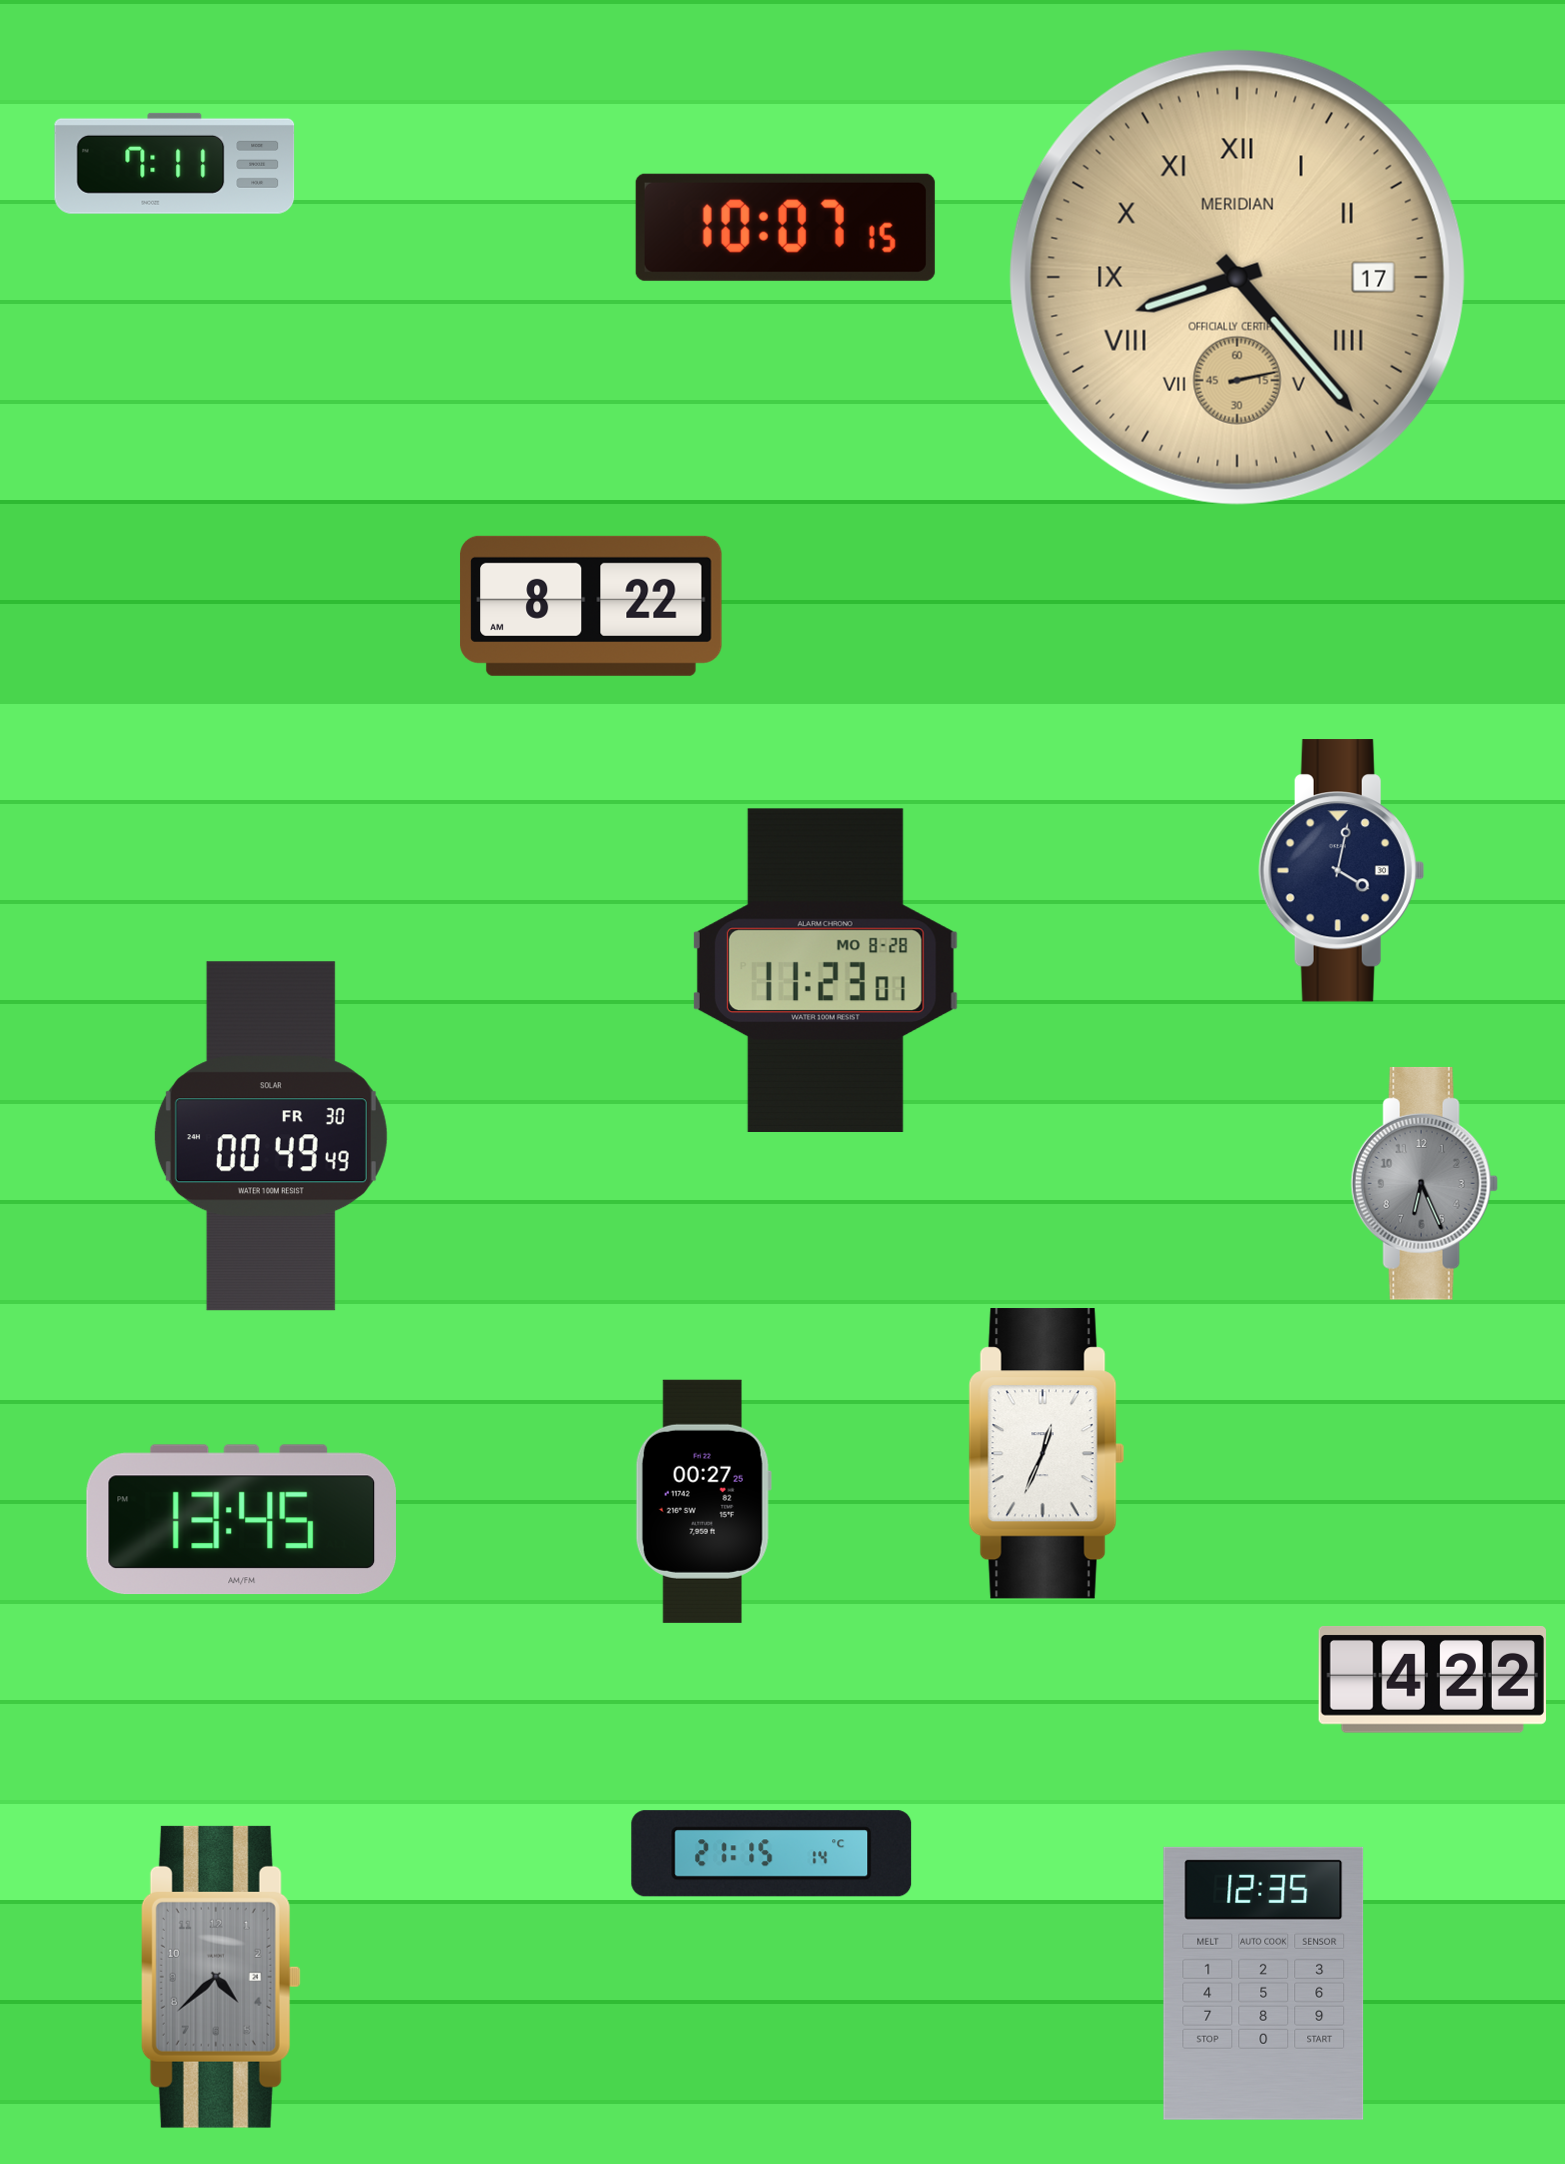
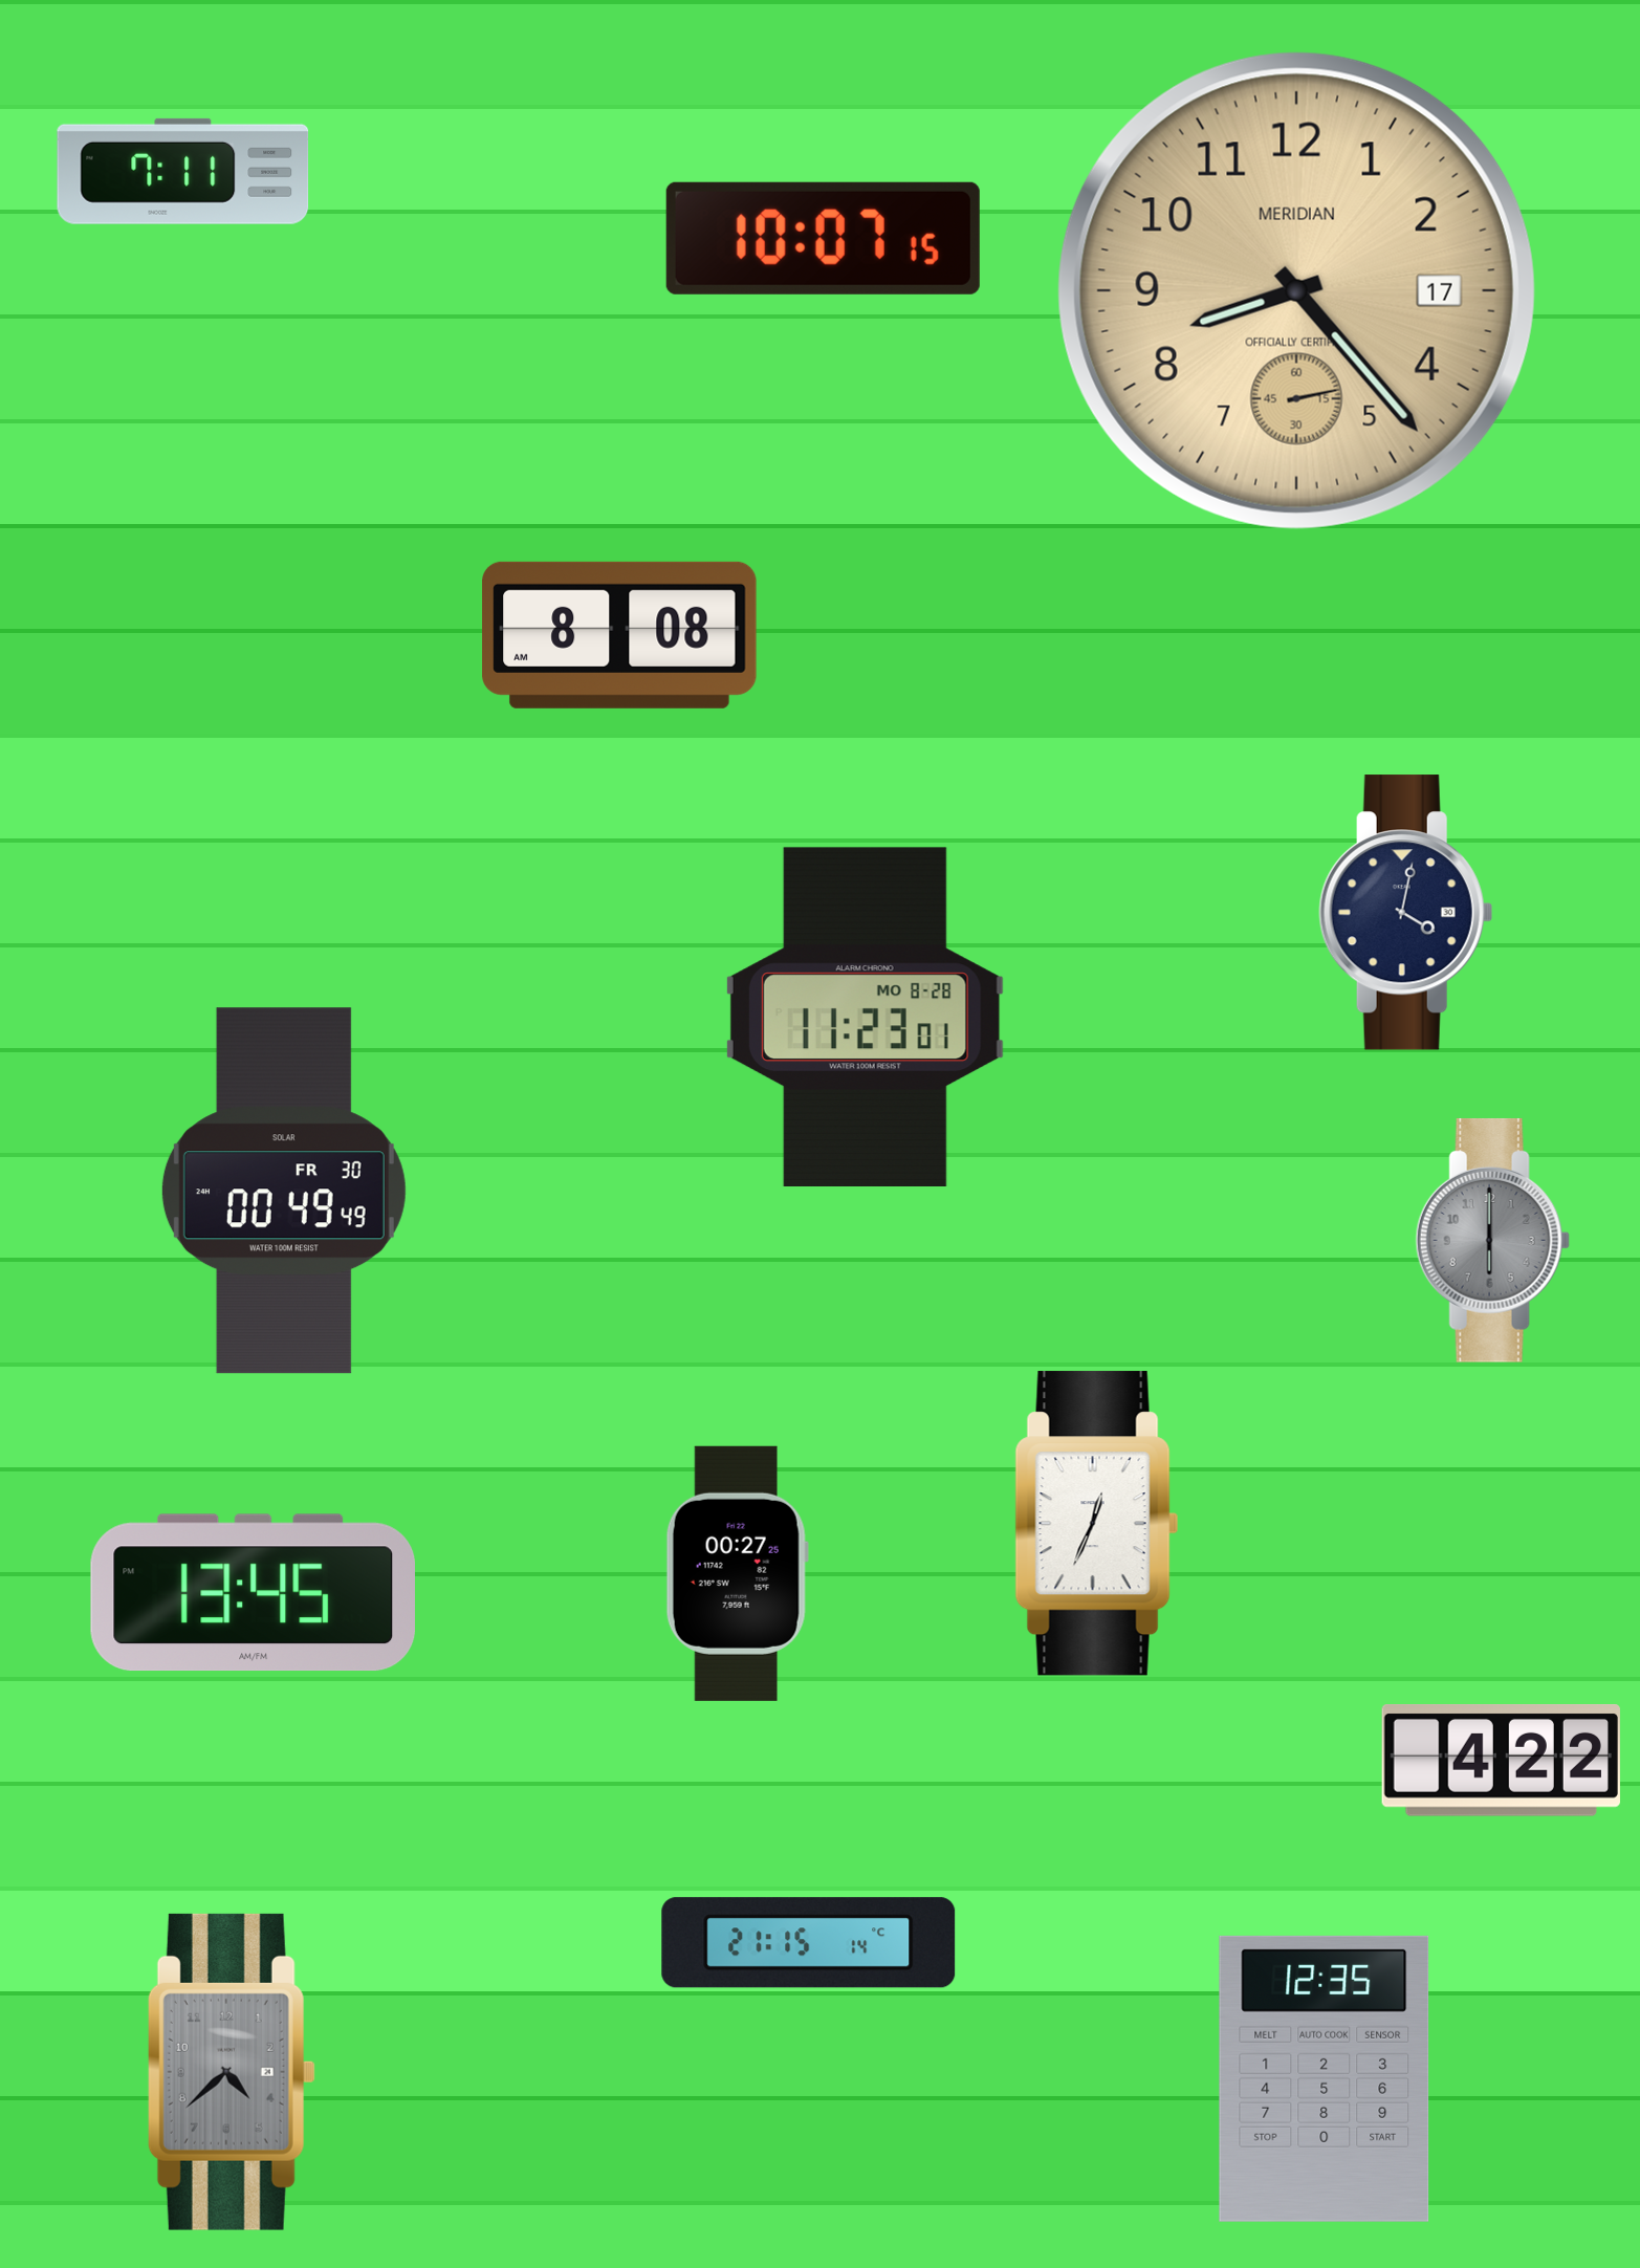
clock at (1237, 277) numerals: Roman -> Arabic
clock at (591, 606): 8:22 -> 8:08
clock at (1424, 1183): 6:26 -> 6:00
